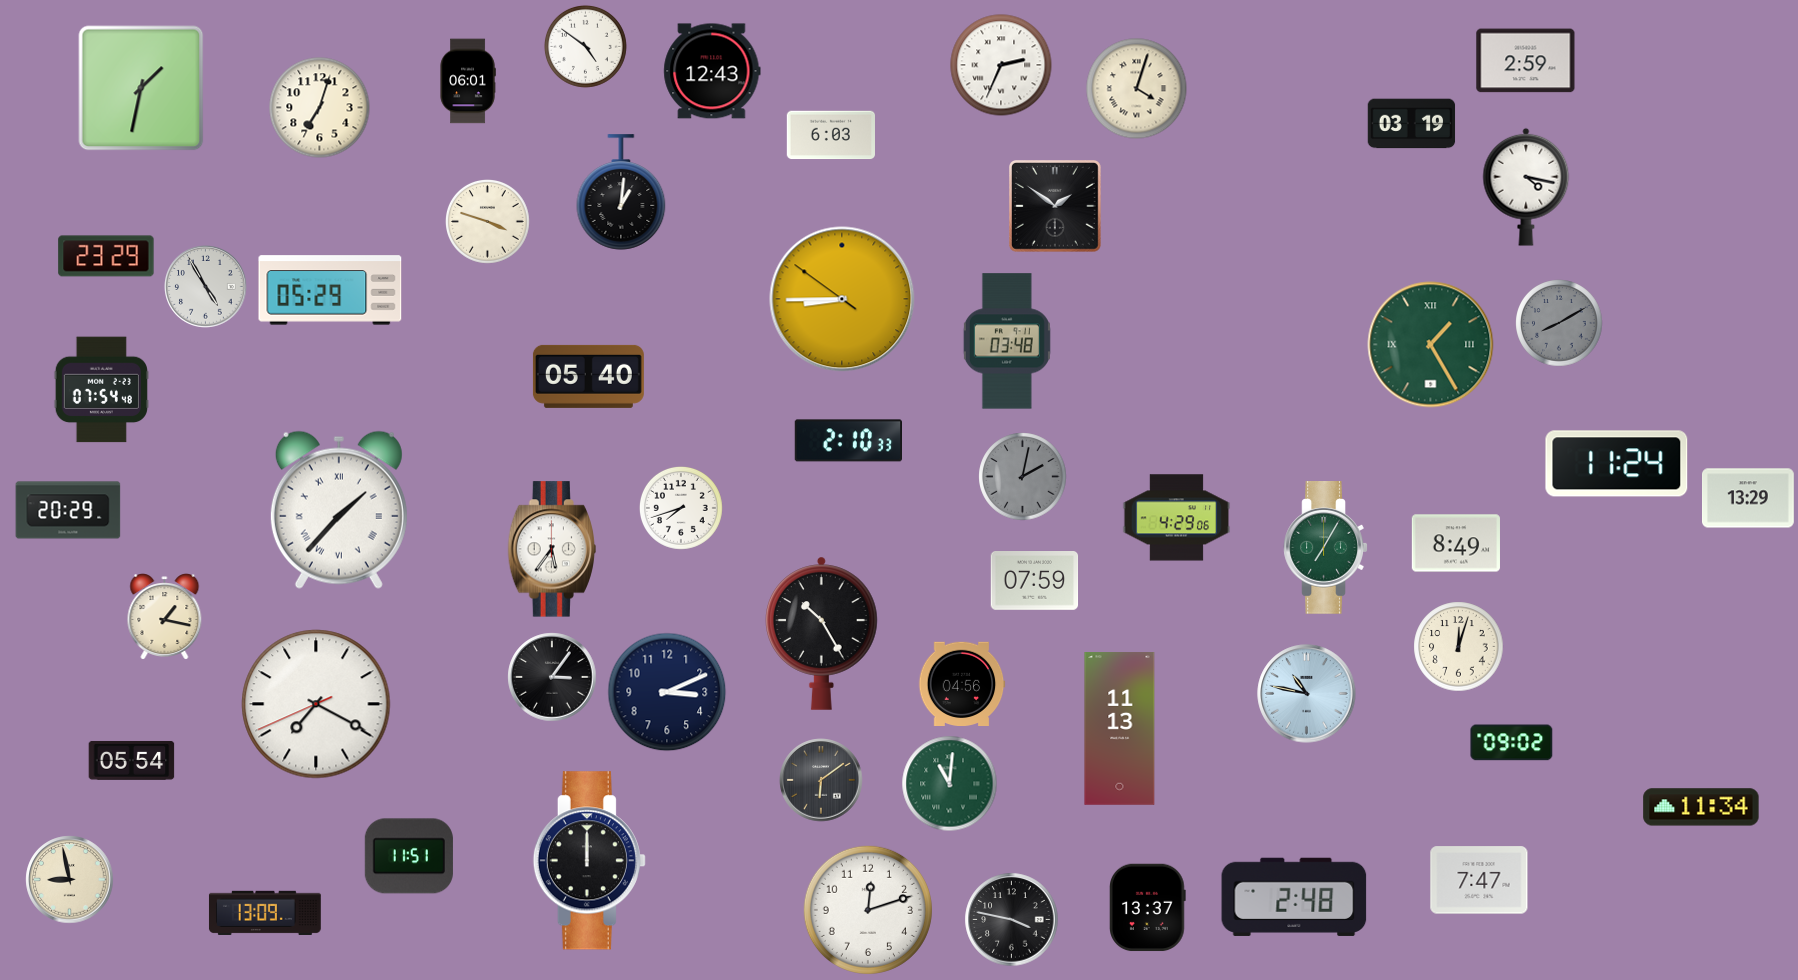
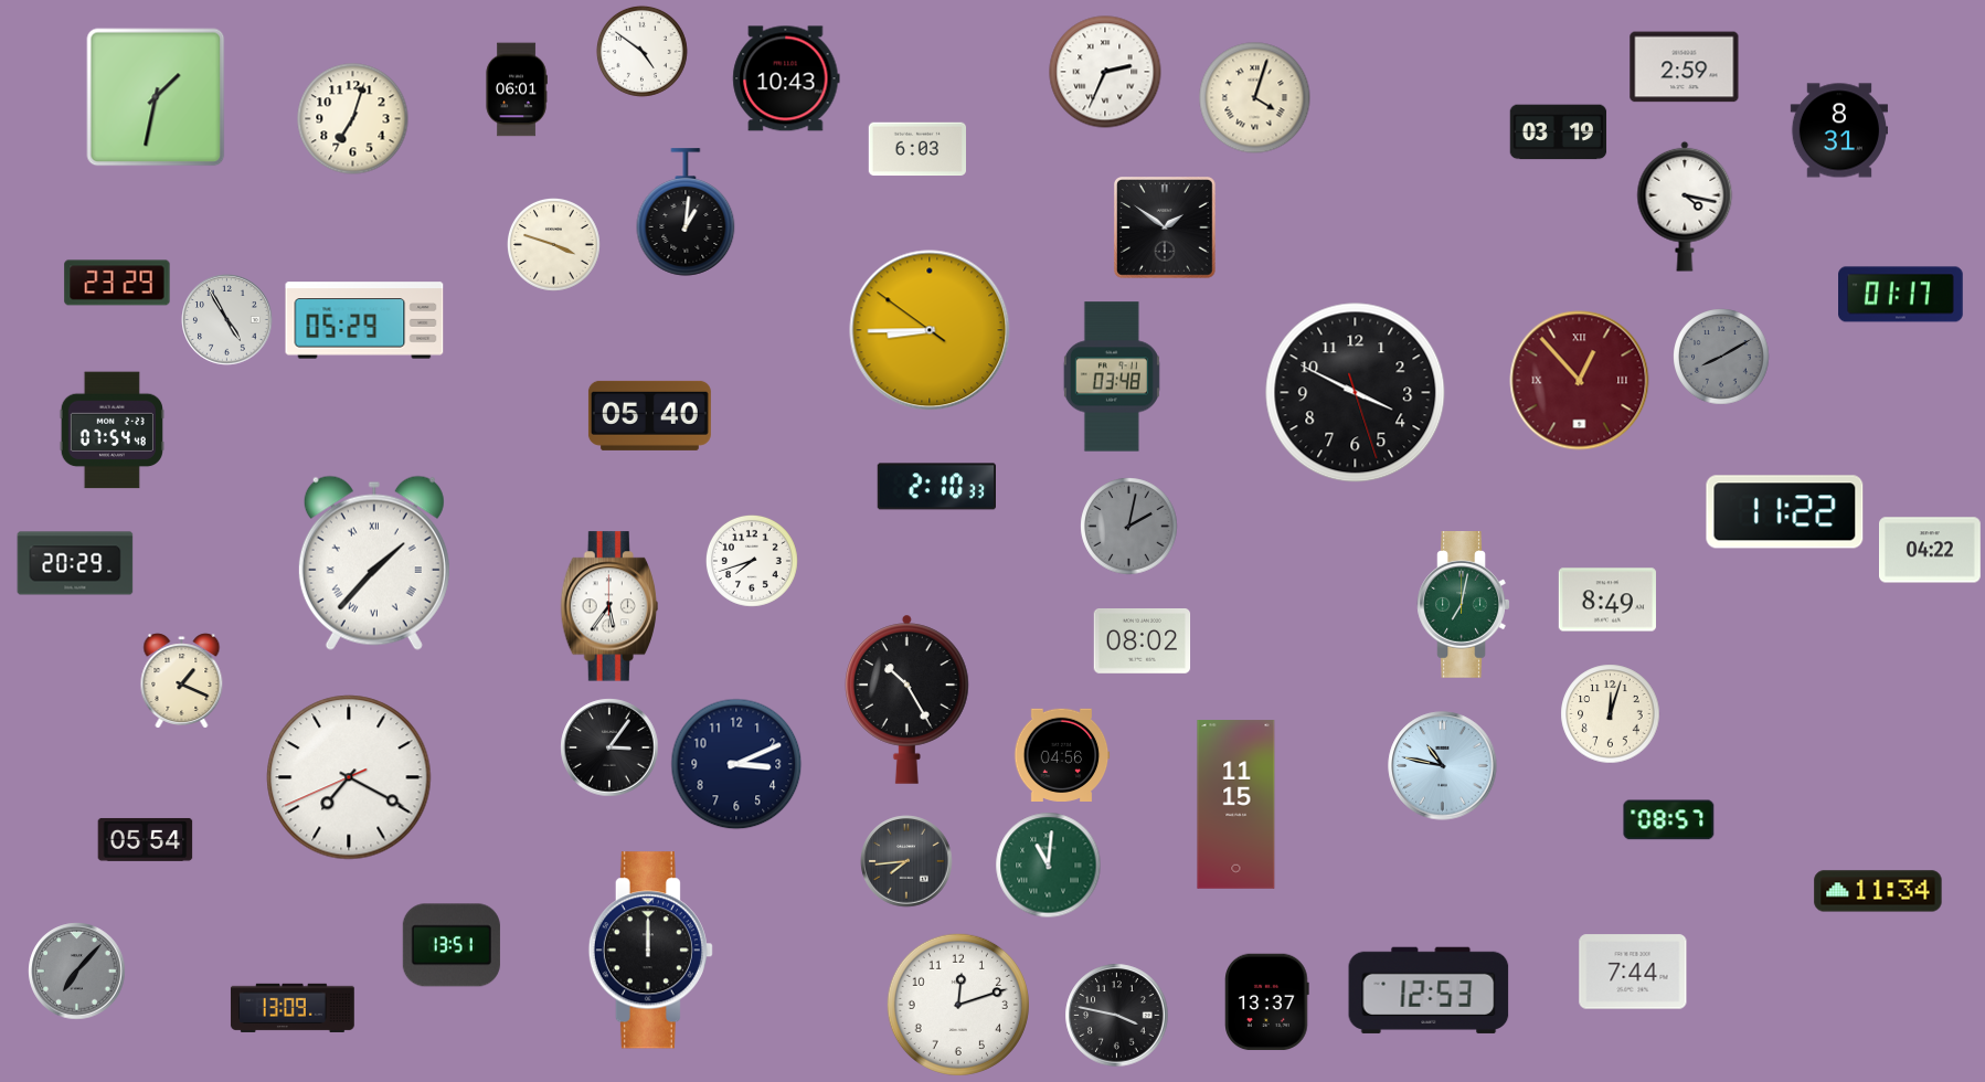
clock at (585, 46) position: (585, 46) -> (641, 51)
clock at (712, 71): 12:43 -> 10:43
clock at (1838, 130): none -> 8:31
clock at (1412, 124) position: (1412, 124) -> (1559, 132)
clock at (488, 222) position: (488, 222) -> (554, 245)
clock at (1901, 295): none -> 01:17
clock at (206, 287) position: (206, 287) -> (227, 320)
clock at (1431, 345): 1:25 -> 12:53
clock at (1431, 345) dial: green -> burgundy
clock at (1356, 393): none -> 3:49
clock at (1617, 464): 11:24 -> 11:22
clock at (1749, 498): 13:29 -> 04:22
clock at (1177, 518): 4:29 -> none
clock at (1326, 548): 7:05 -> 7:02
clock at (1035, 581): 07:59 -> 08:02
clock at (165, 617): 1:17 -> 1:19
clock at (1120, 729): 11:13 -> 11:15
clock at (1512, 743): 09:02 -> 08:57
clock at (821, 780): 6:09 -> 7:44
clock at (409, 856): 11:51 -> 13:51
clock at (70, 880): 8:58 -> 7:07
clock at (70, 880) dial: cream -> grey
clock at (1479, 880): 7:47 -> 7:44
clock at (1294, 897): 2:48 -> 12:53
